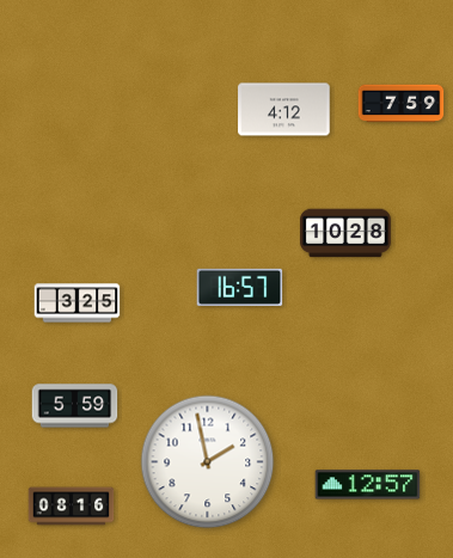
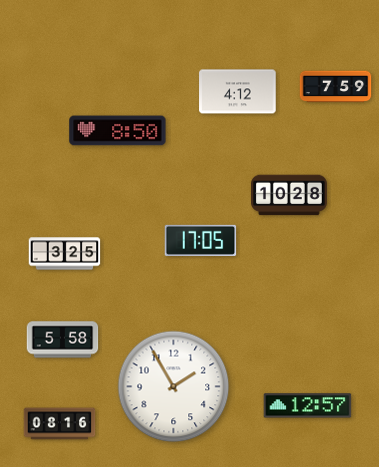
clock at (118, 131): none -> 8:50
clock at (240, 287): 16:57 -> 17:05
clock at (75, 406): 5:59 -> 5:58
clock at (208, 462): 1:58 -> 1:55
